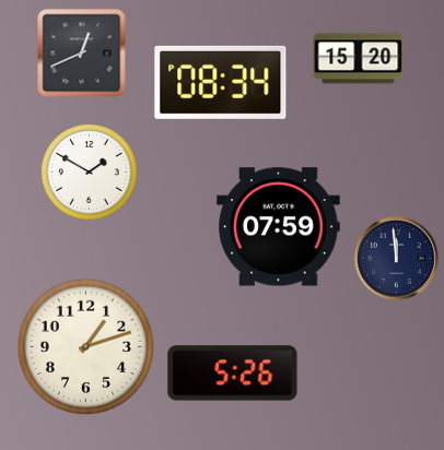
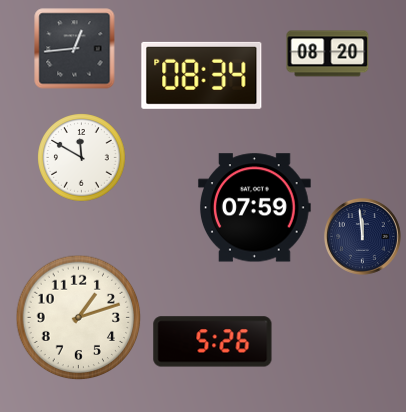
clock at (82, 54): 12:41 -> 12:44
clock at (359, 59): 15:20 -> 08:20
clock at (90, 173): 1:50 -> 11:50
